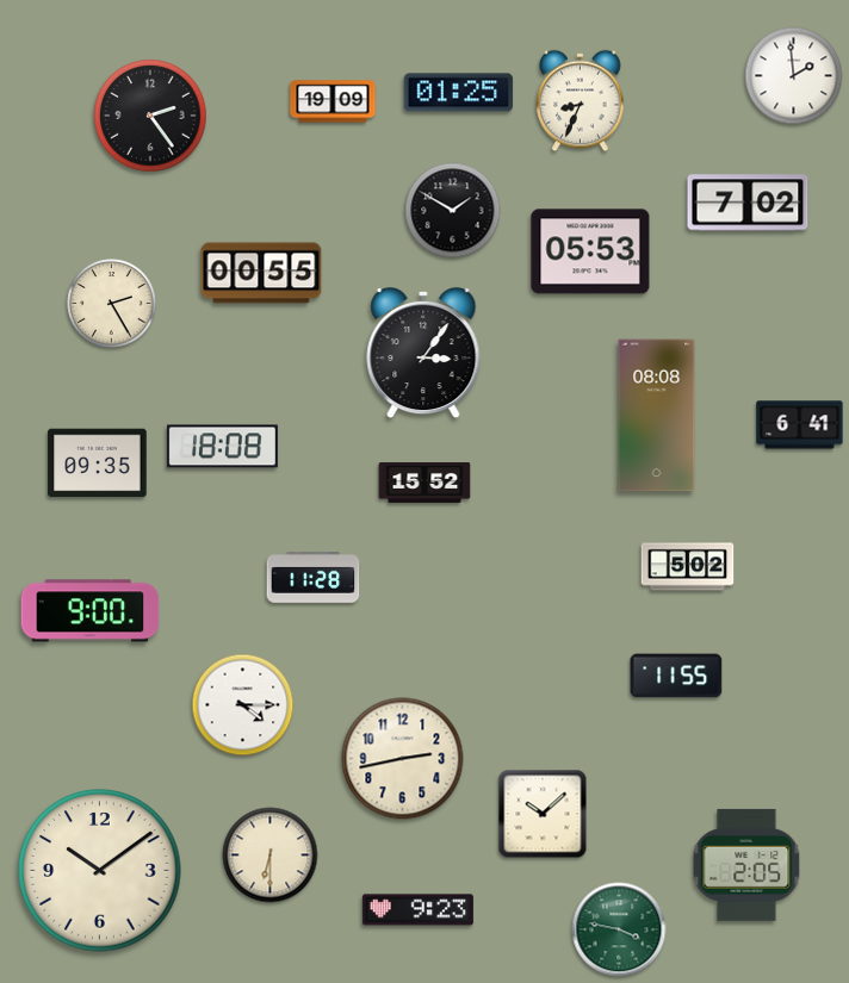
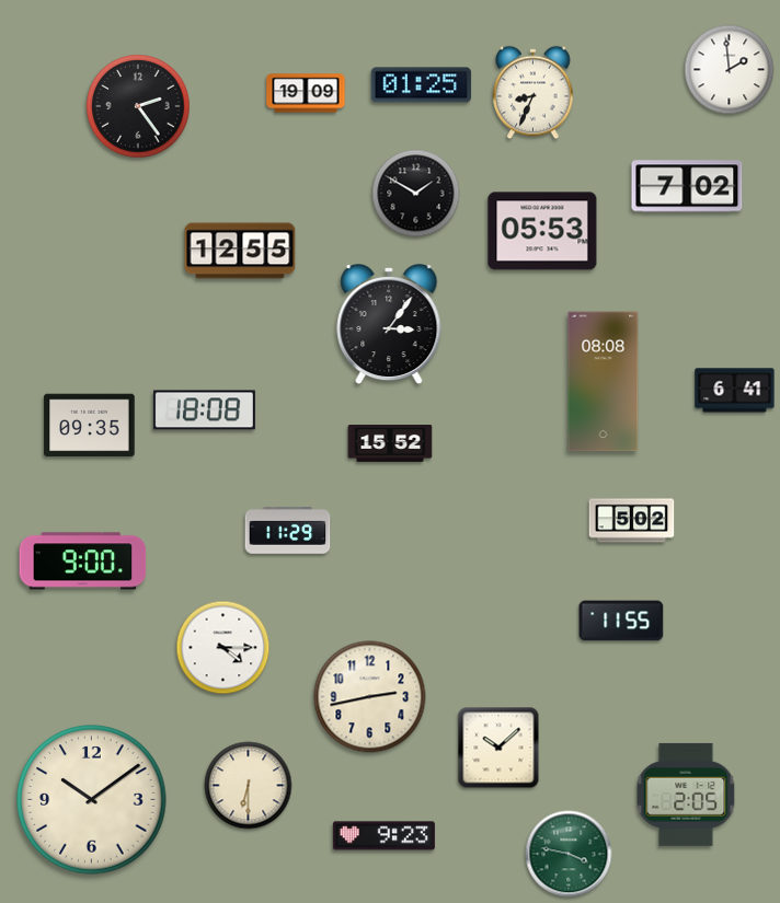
clock at (261, 273): 00:55 -> 12:55
clock at (112, 304): 2:25 -> none
clock at (314, 578): 11:28 -> 11:29
